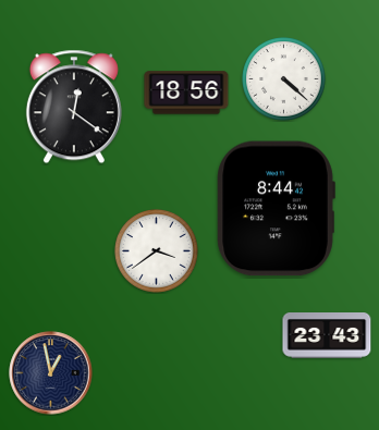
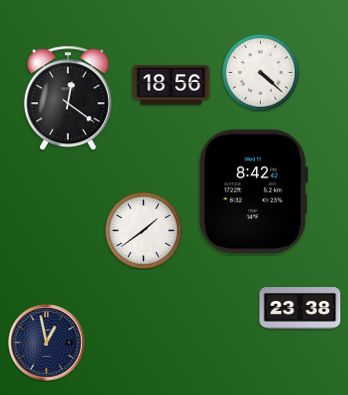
clock at (276, 209): 8:44 -> 8:42
clock at (157, 251): 3:39 -> 1:39
clock at (327, 336): 23:43 -> 23:38
